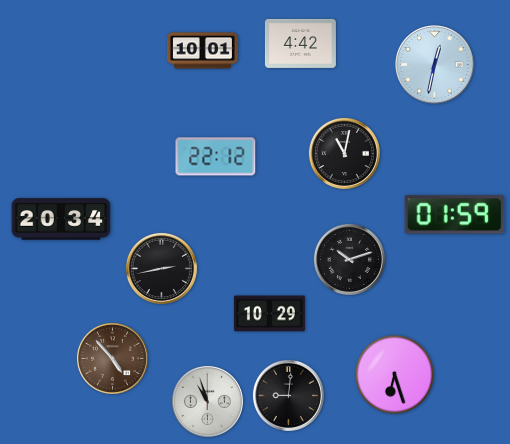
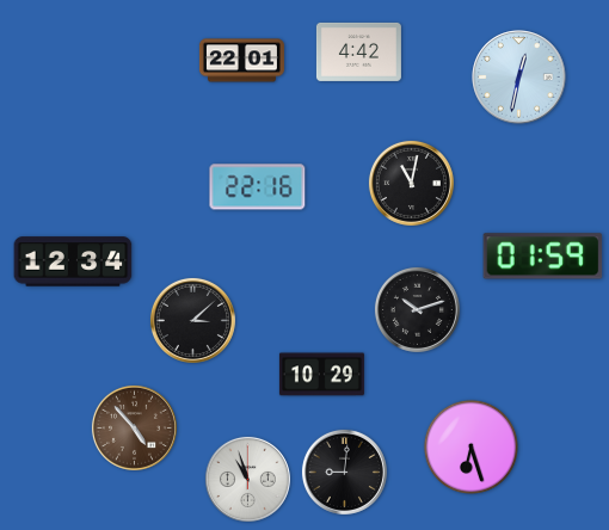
clock at (202, 51): 10:01 -> 22:01
clock at (216, 157): 22:12 -> 22:16
clock at (61, 219): 20:34 -> 12:34
clock at (161, 268): 2:43 -> 3:08
